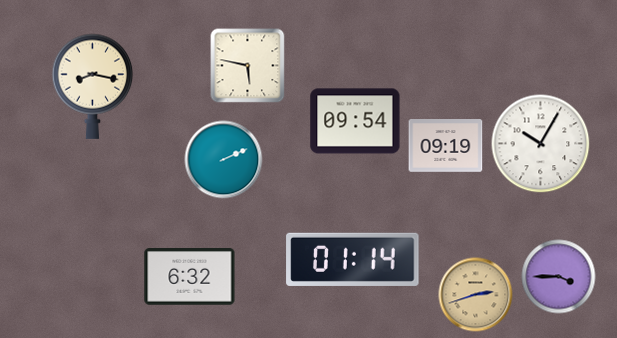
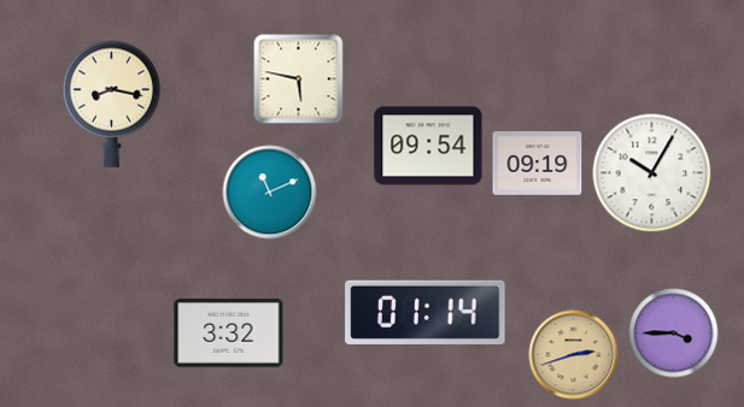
clock at (446, 146) position: (446, 146) -> (538, 164)
clock at (224, 160): 2:11 -> 11:11
clock at (190, 277): 6:32 -> 3:32
